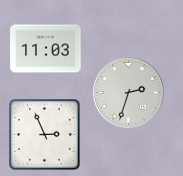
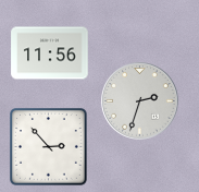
clock at (46, 49): 11:03 -> 11:56
clock at (45, 135): 2:56 -> 2:53
